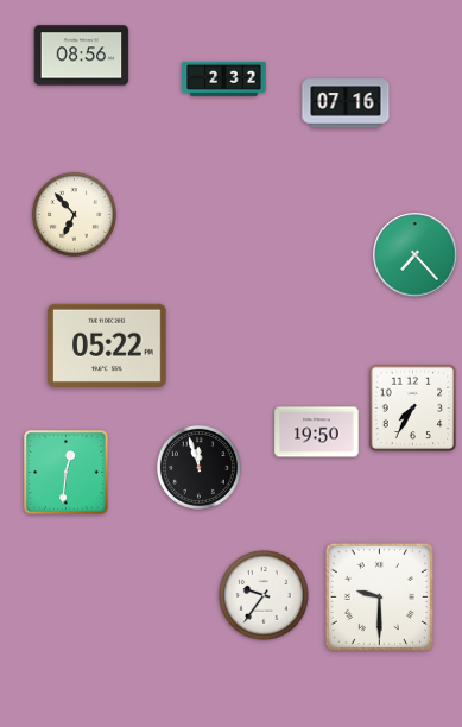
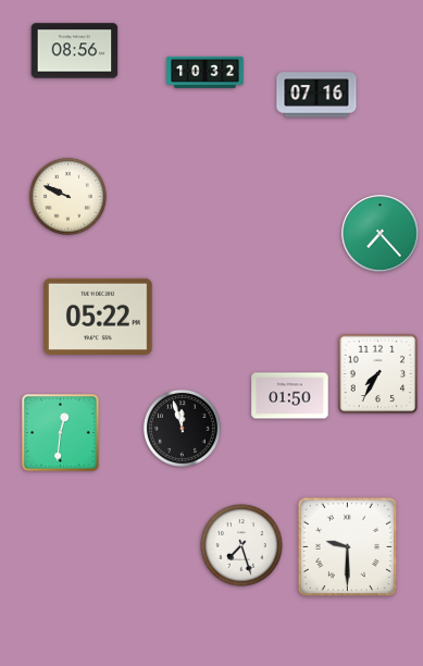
clock at (224, 78): 2:32 -> 10:32
clock at (74, 214): 6:53 -> 9:49
clock at (317, 432): 19:50 -> 01:50
clock at (264, 595): 9:36 -> 7:27
